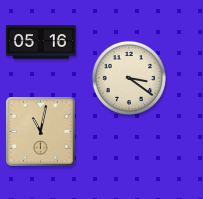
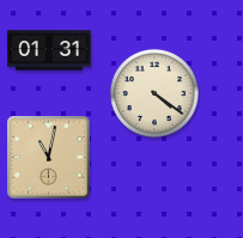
clock at (41, 42): 05:16 -> 01:31
clock at (129, 78): 3:21 -> 4:21
